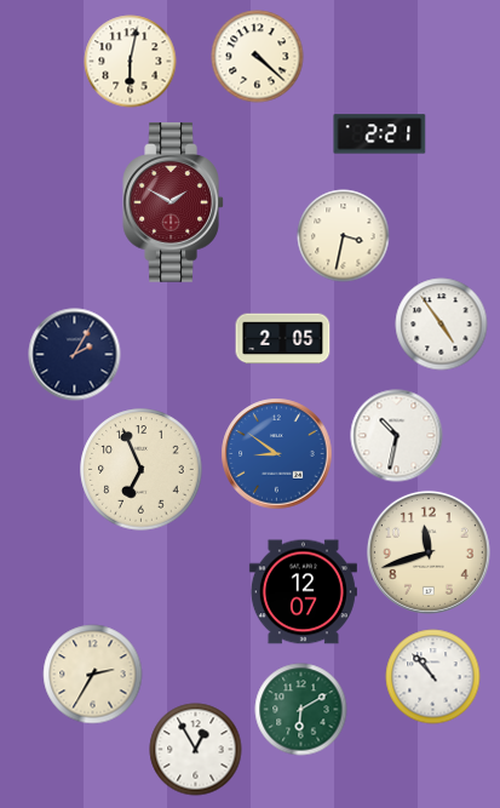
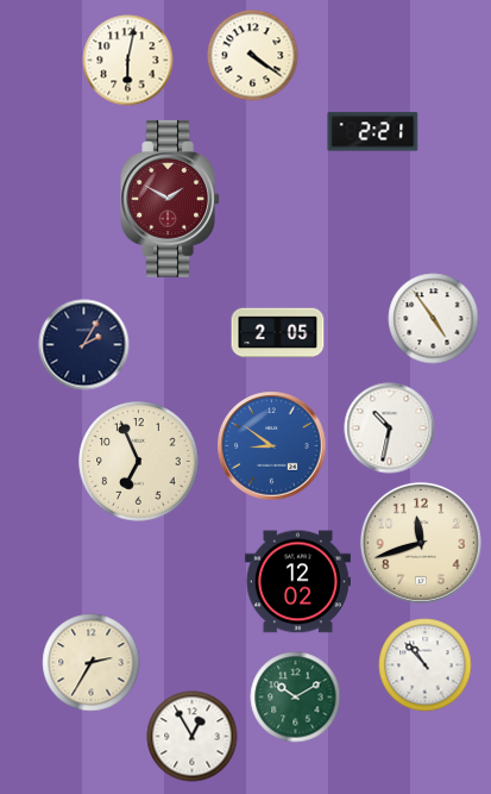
clock at (258, 57): 4:22 -> 4:21
clock at (344, 236): 3:32 -> none
clock at (75, 355) position: (75, 355) -> (84, 345)
clock at (303, 592): 12:07 -> 12:02
clock at (301, 710): 6:10 -> 10:10
